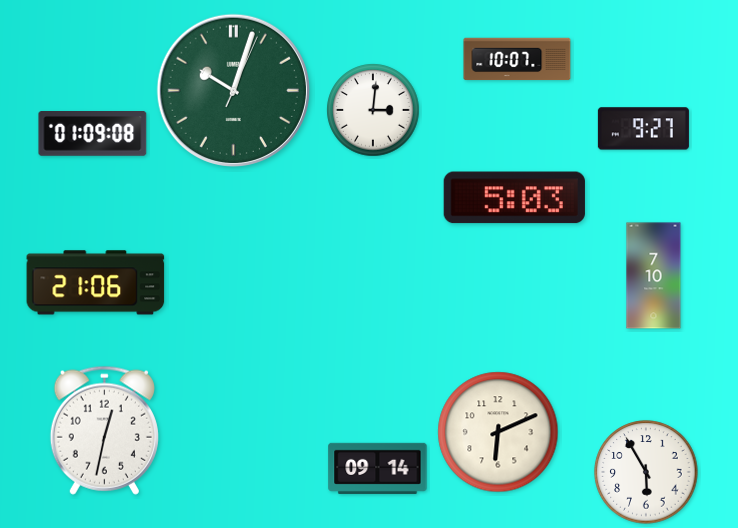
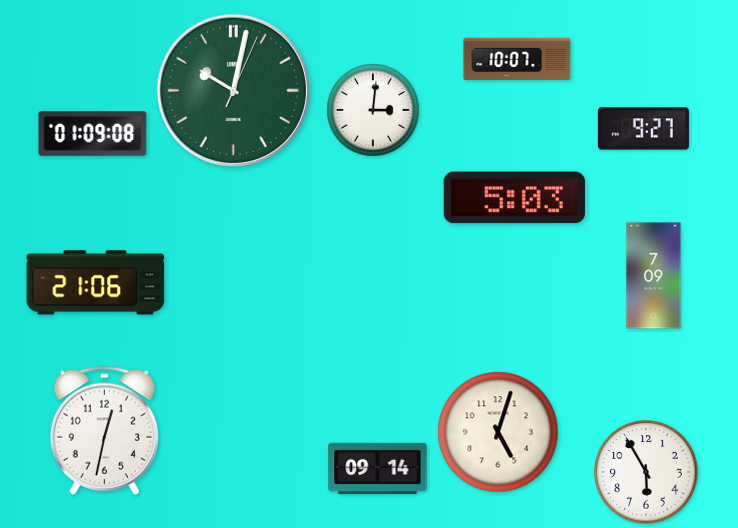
clock at (233, 90): 10:03 -> 10:02
clock at (654, 276): 7:10 -> 7:09
clock at (498, 432): 6:11 -> 5:03
